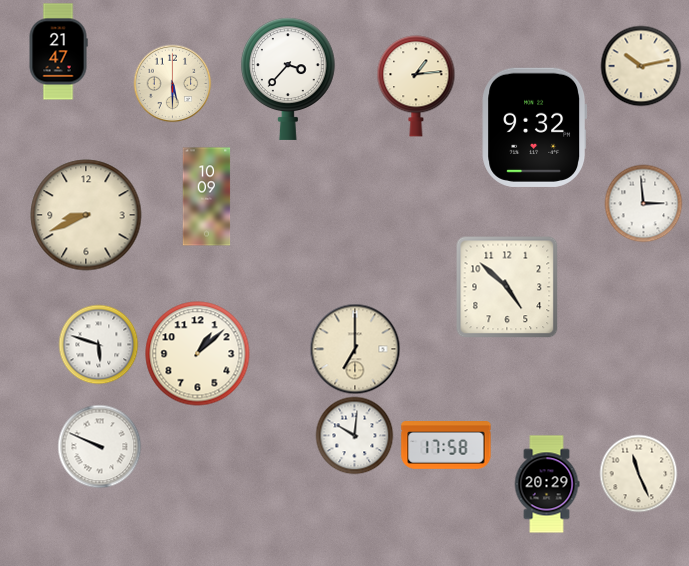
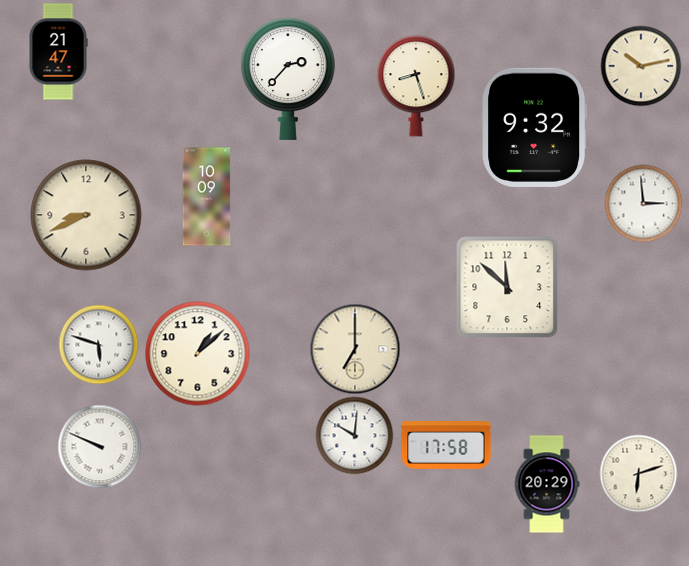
clock at (289, 79): 3:37 -> 2:37
clock at (172, 83): 5:30 -> none
clock at (416, 86): 1:14 -> 8:27
clock at (507, 287): 4:52 -> 11:52
clock at (638, 473): 11:26 -> 6:12
